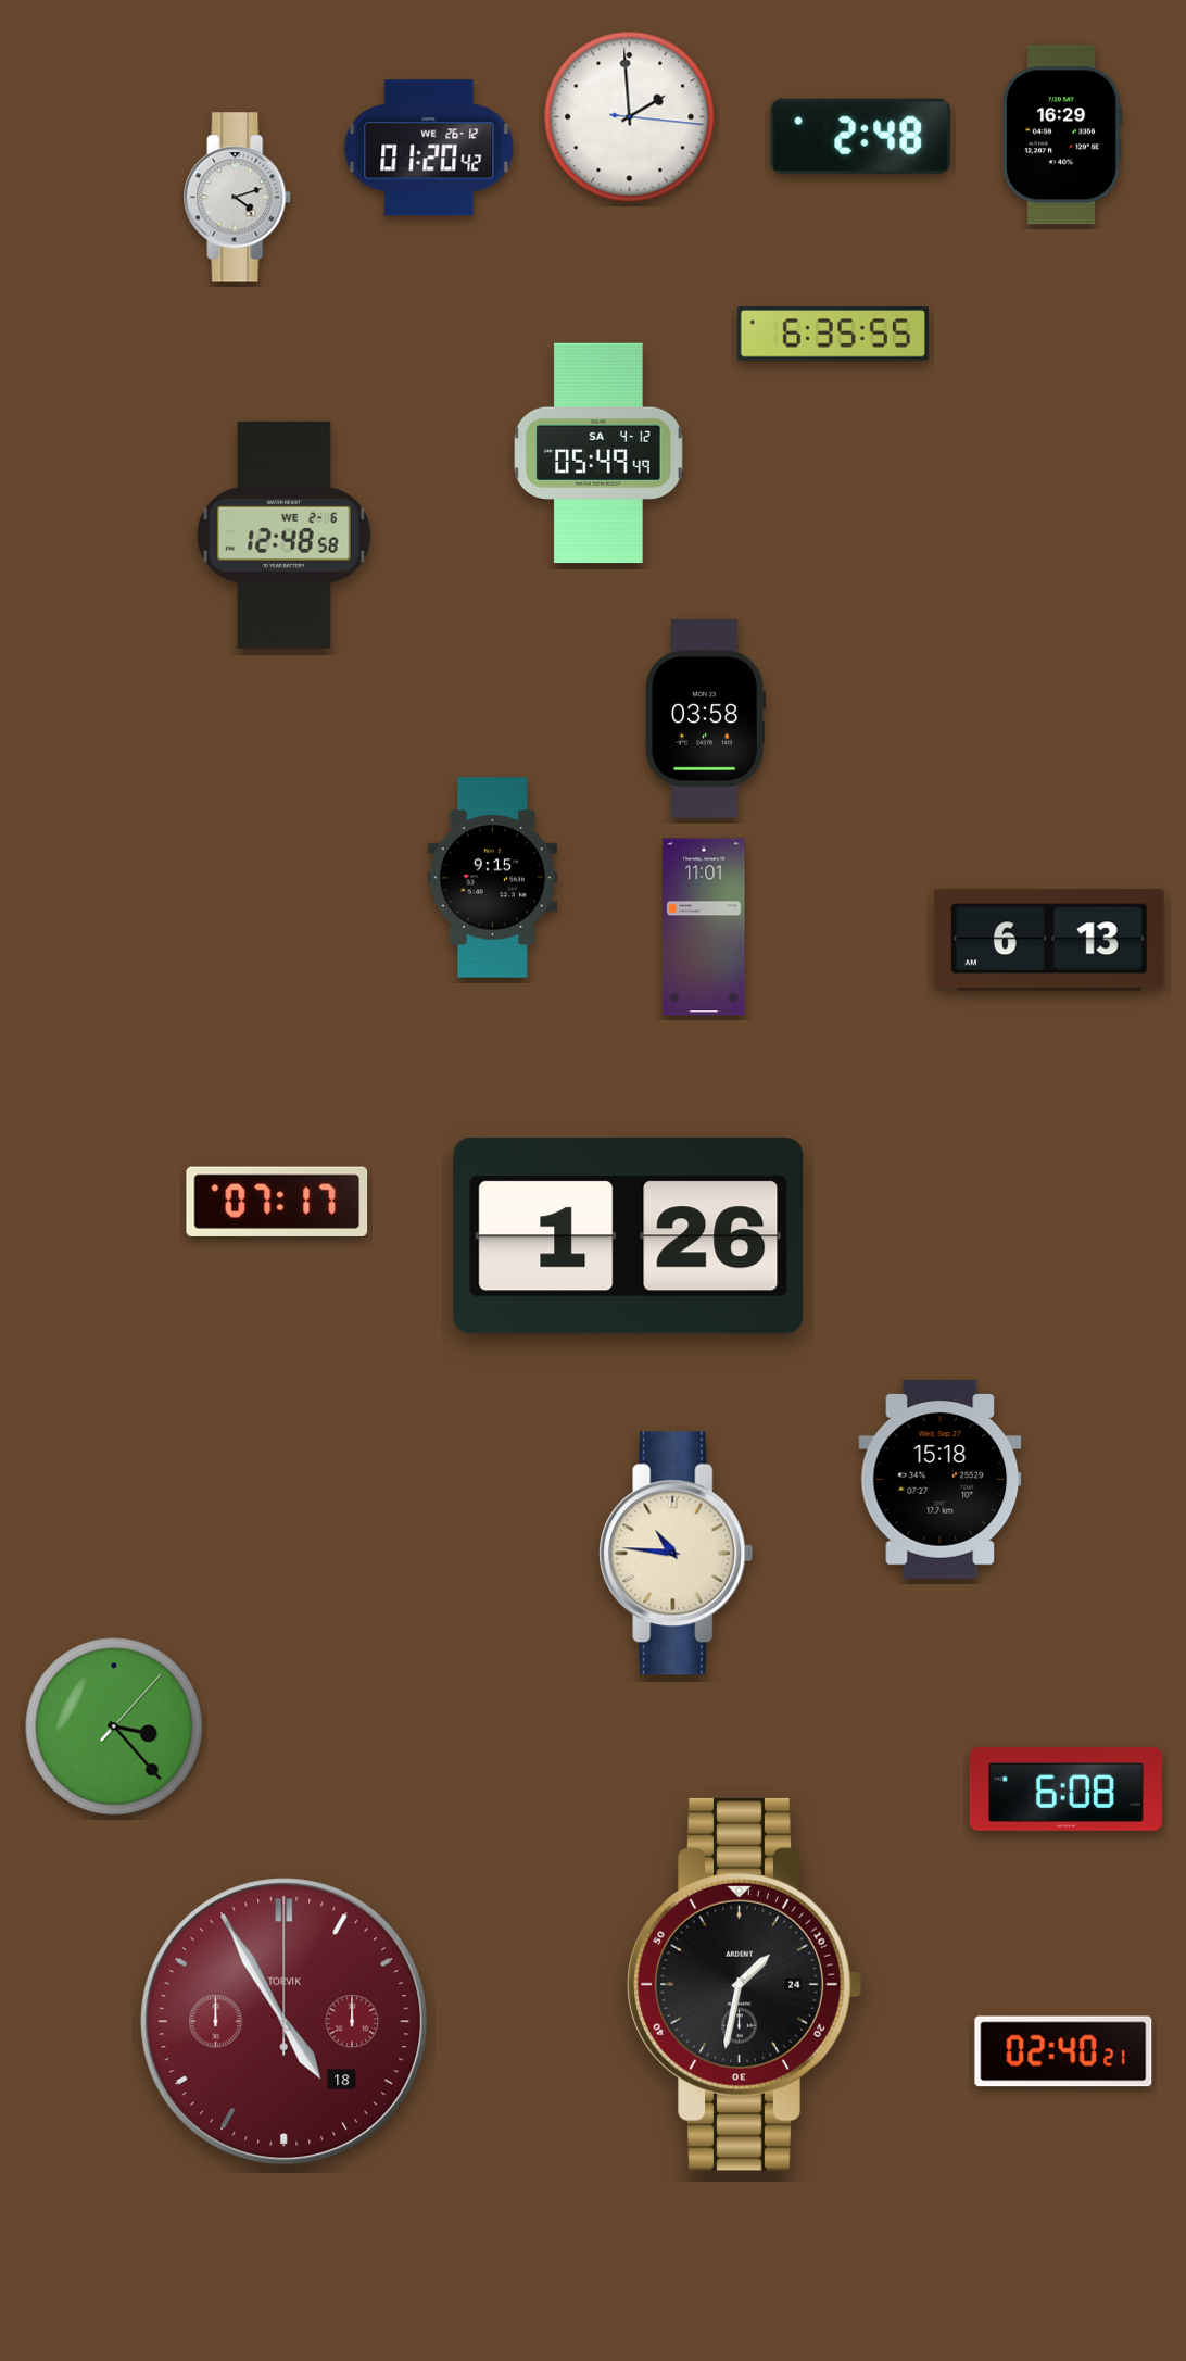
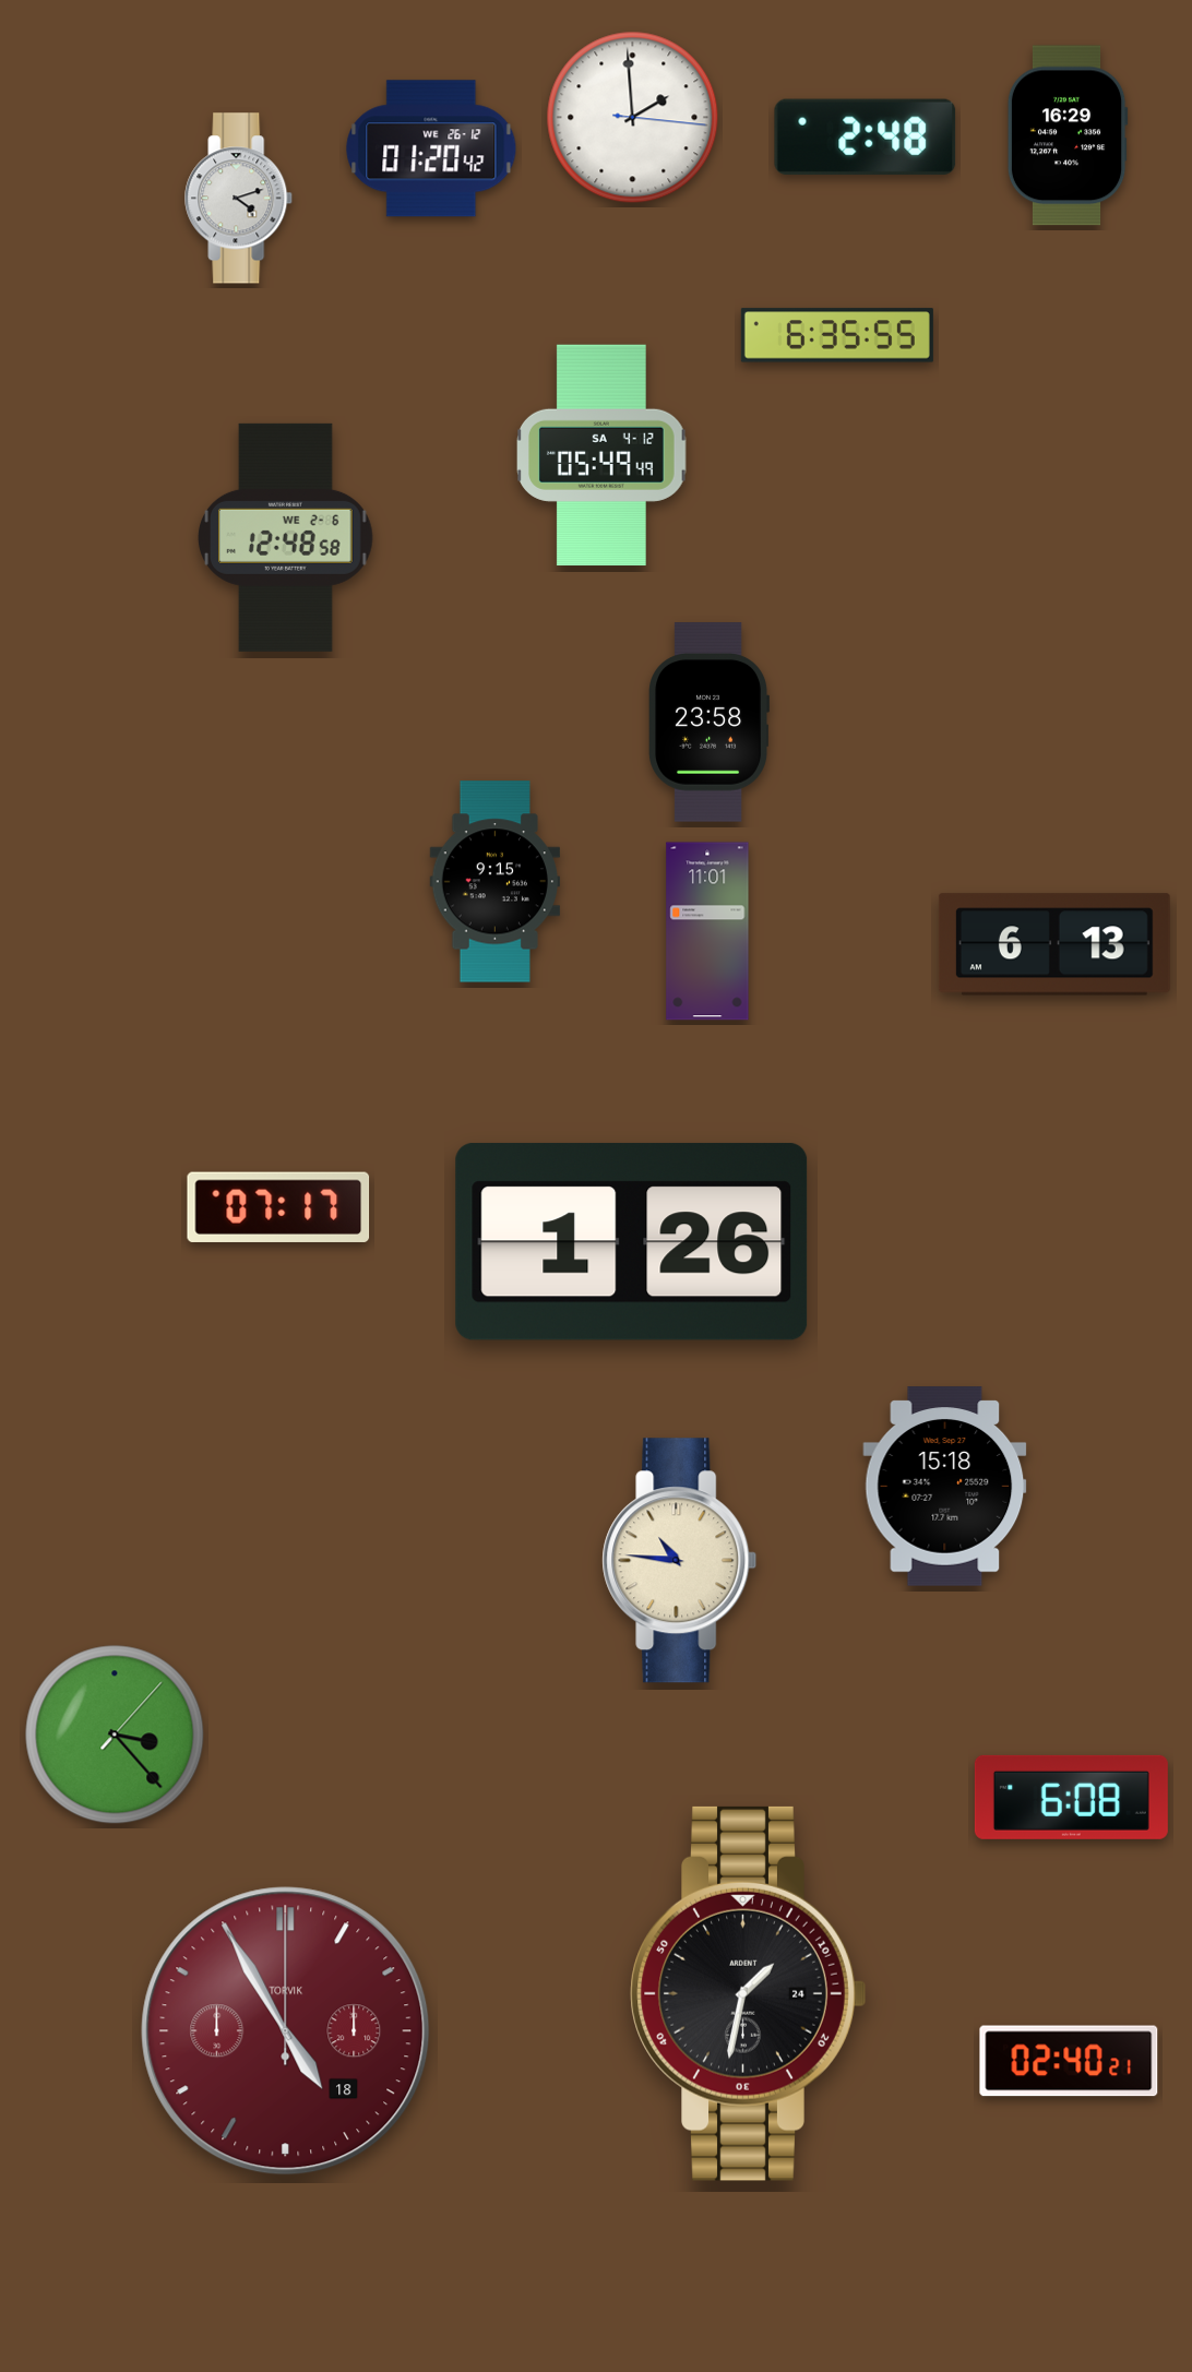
clock at (705, 719): 03:58 -> 23:58
